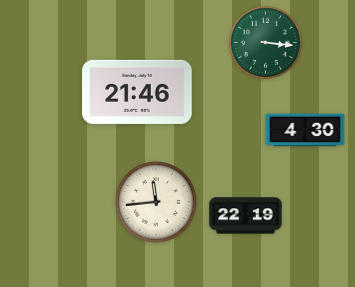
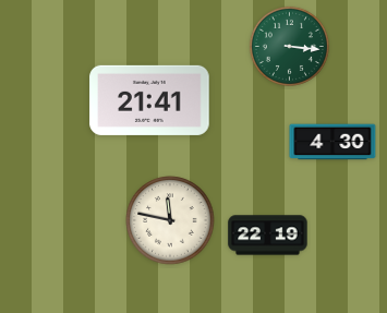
clock at (137, 92): 21:46 -> 21:41
clock at (156, 202): 11:44 -> 11:47
